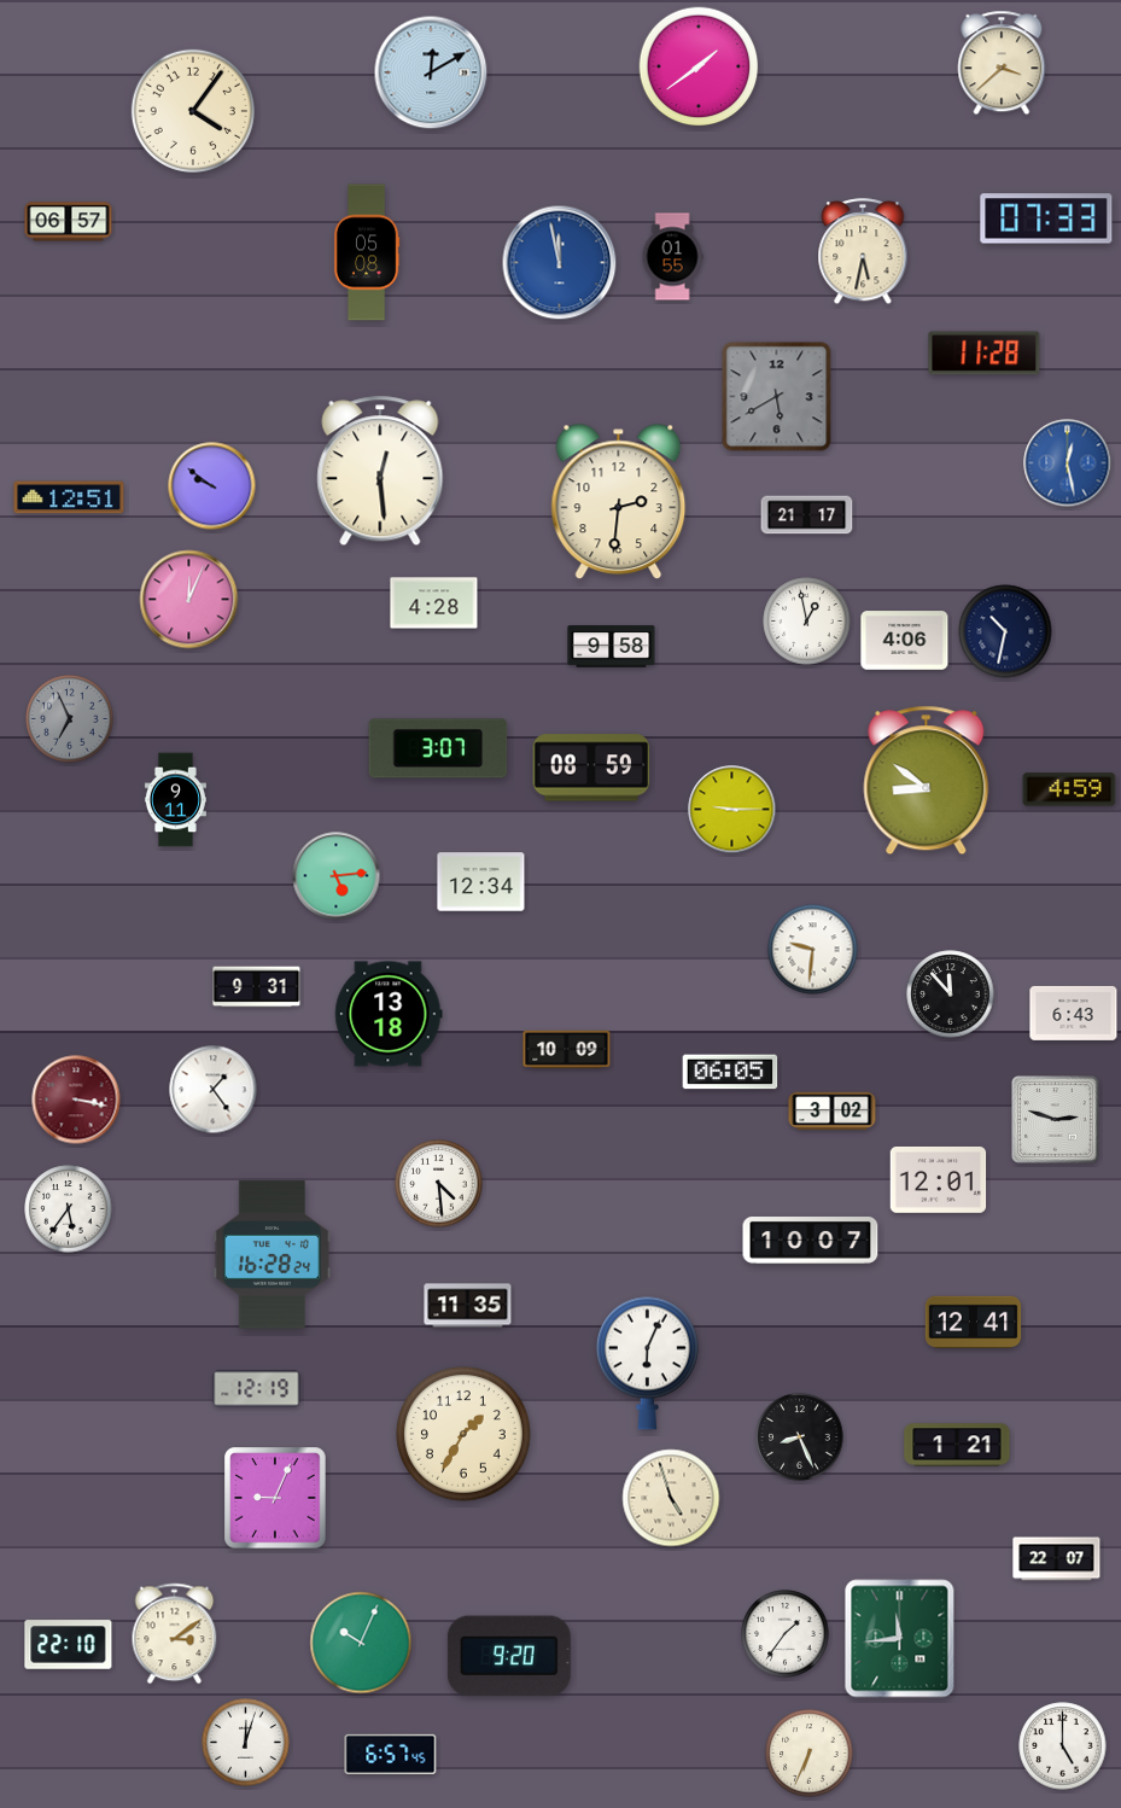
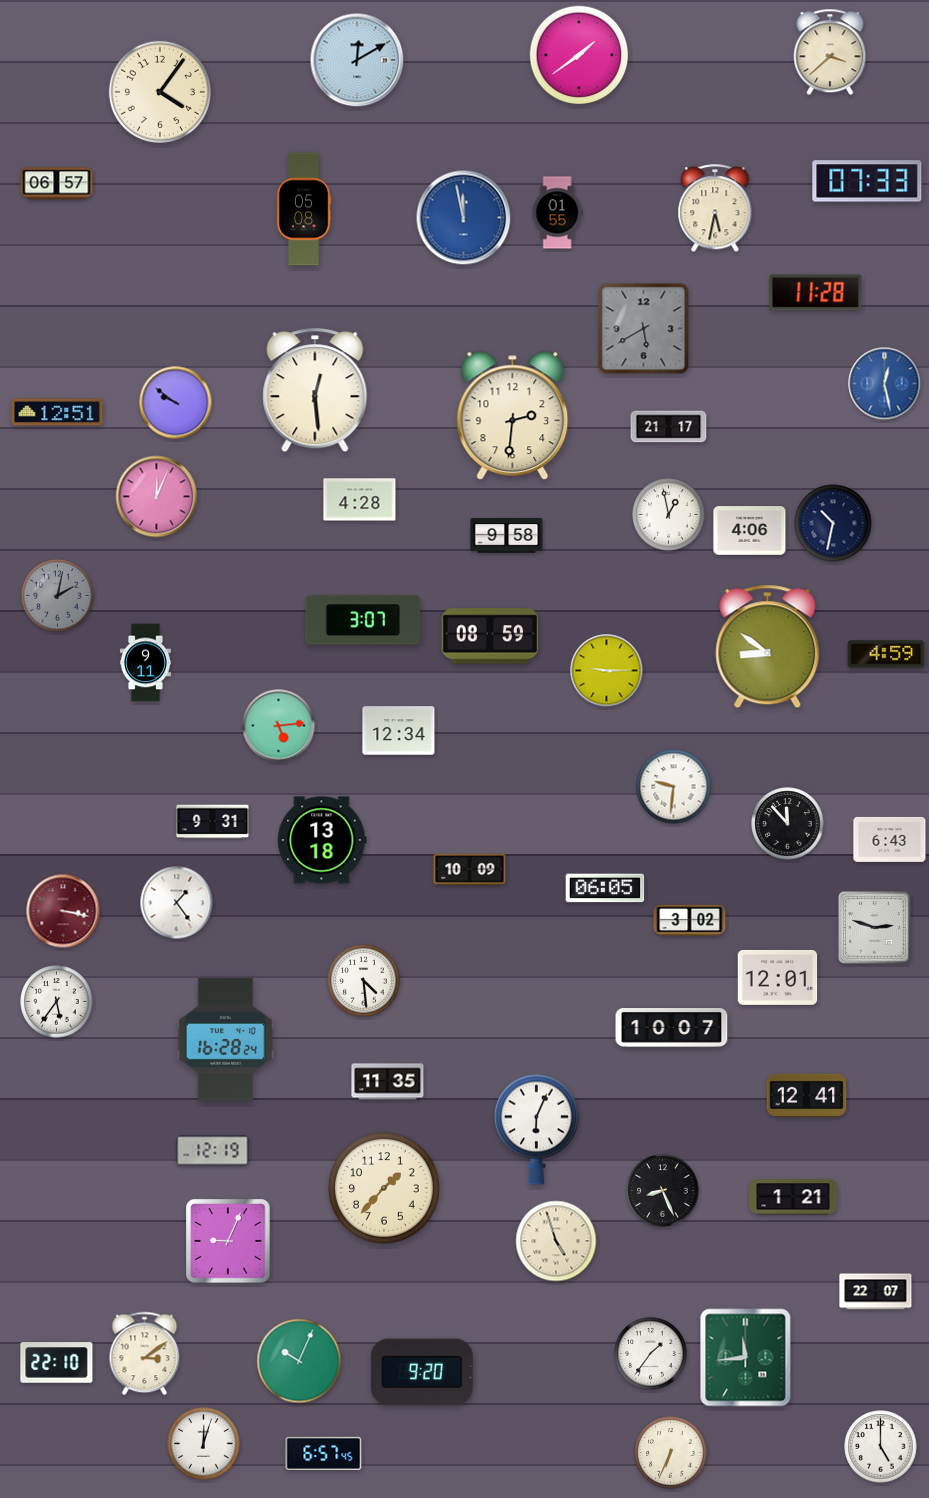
clock at (70, 719): 6:56 -> 2:02
clock at (257, 987) position: (257, 987) -> (213, 822)
clock at (465, 1435): 1:35 -> 1:37
